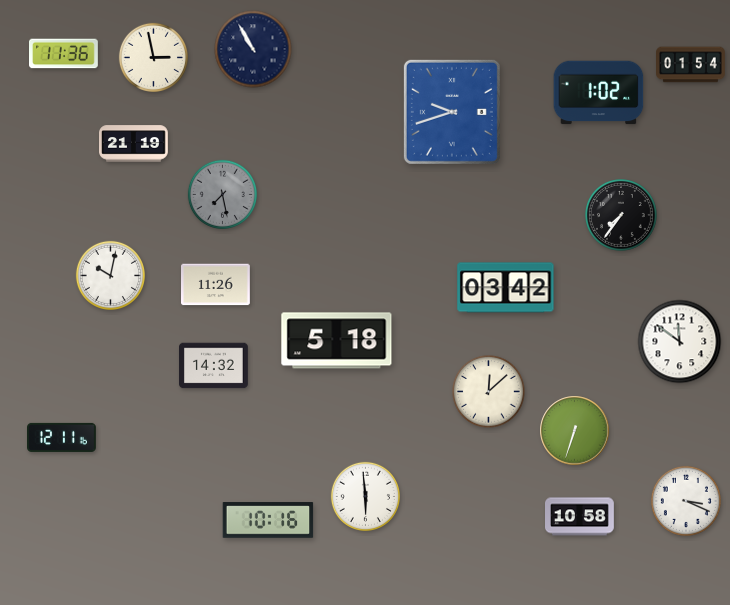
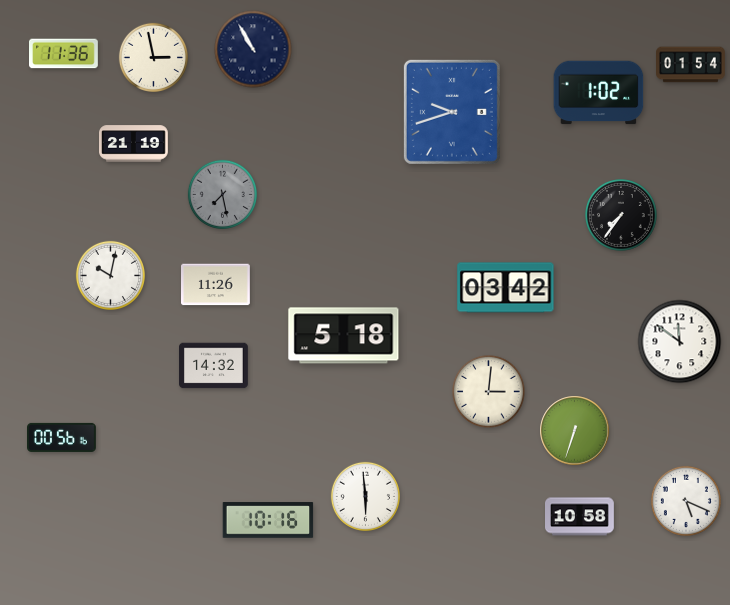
clock at (337, 341) position: (337, 341) -> (344, 336)
clock at (489, 392): 12:08 -> 3:01
clock at (62, 437): 12:11 -> 00:56
clock at (686, 501): 3:19 -> 5:19
